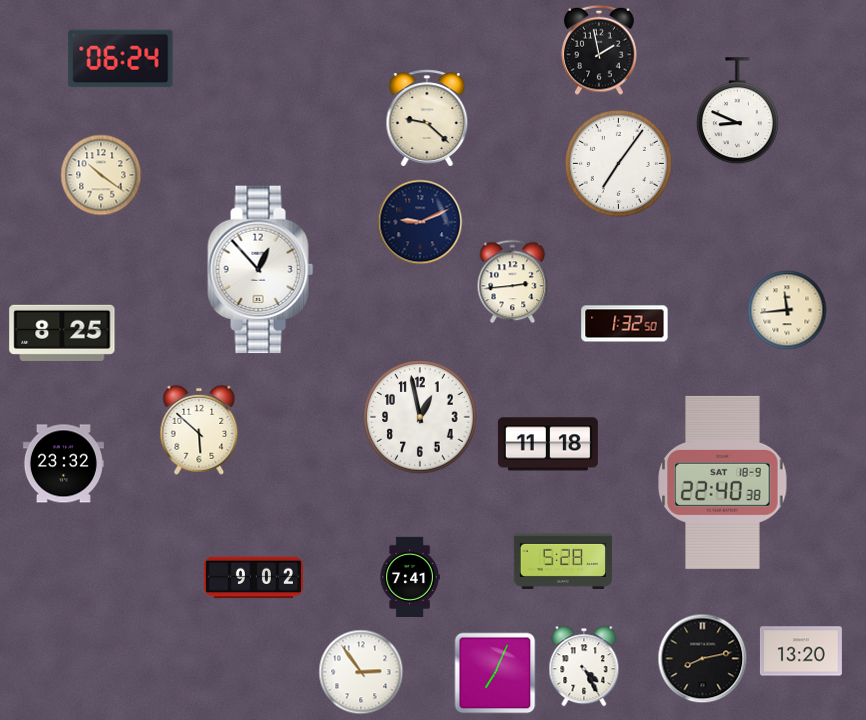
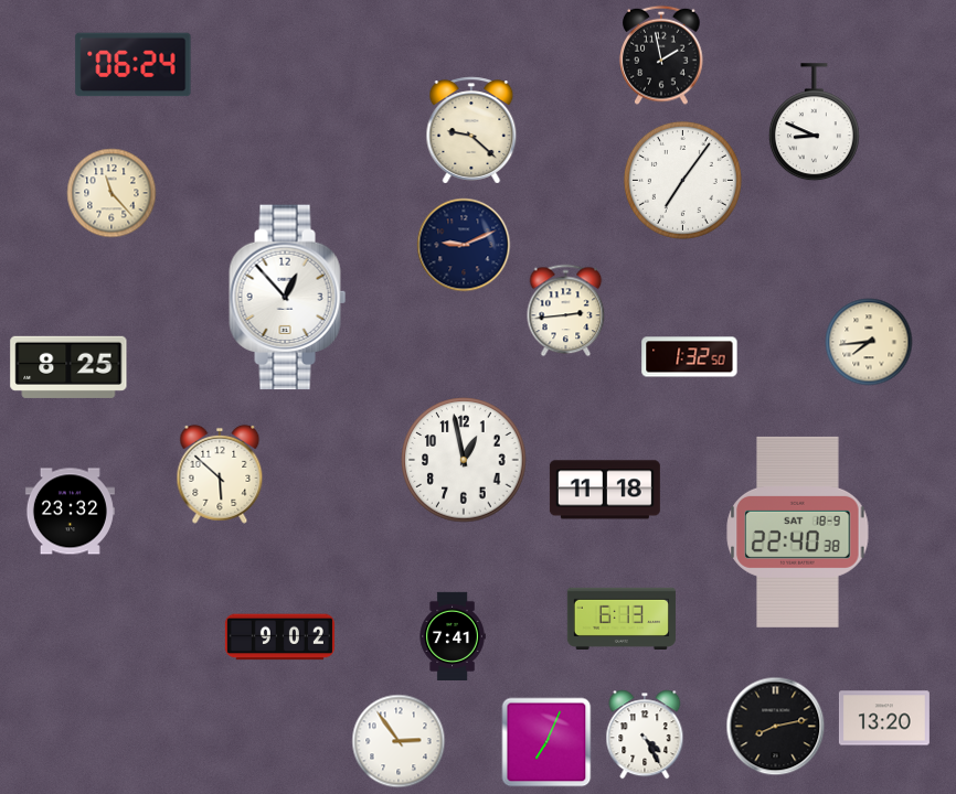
clock at (101, 175): 10:21 -> 11:23
clock at (787, 310): 11:44 -> 7:44
clock at (563, 561): 5:28 -> 6:13
